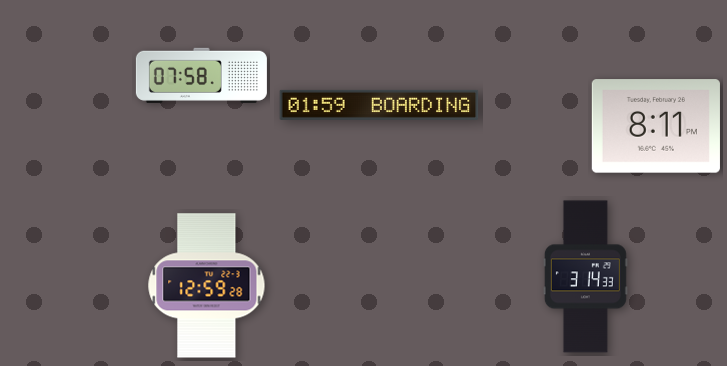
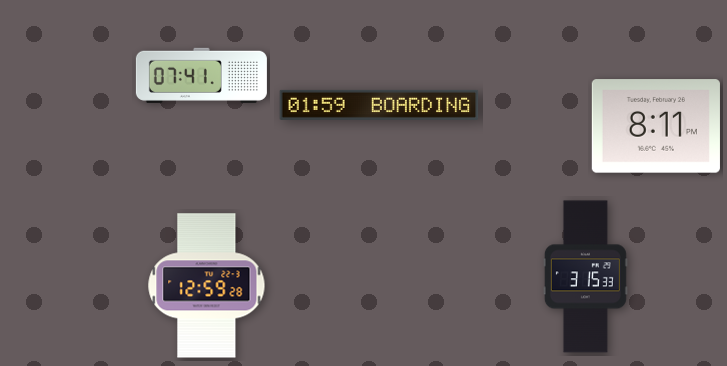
clock at (201, 75): 07:58 -> 07:41
clock at (585, 277): 3:14 -> 3:15
